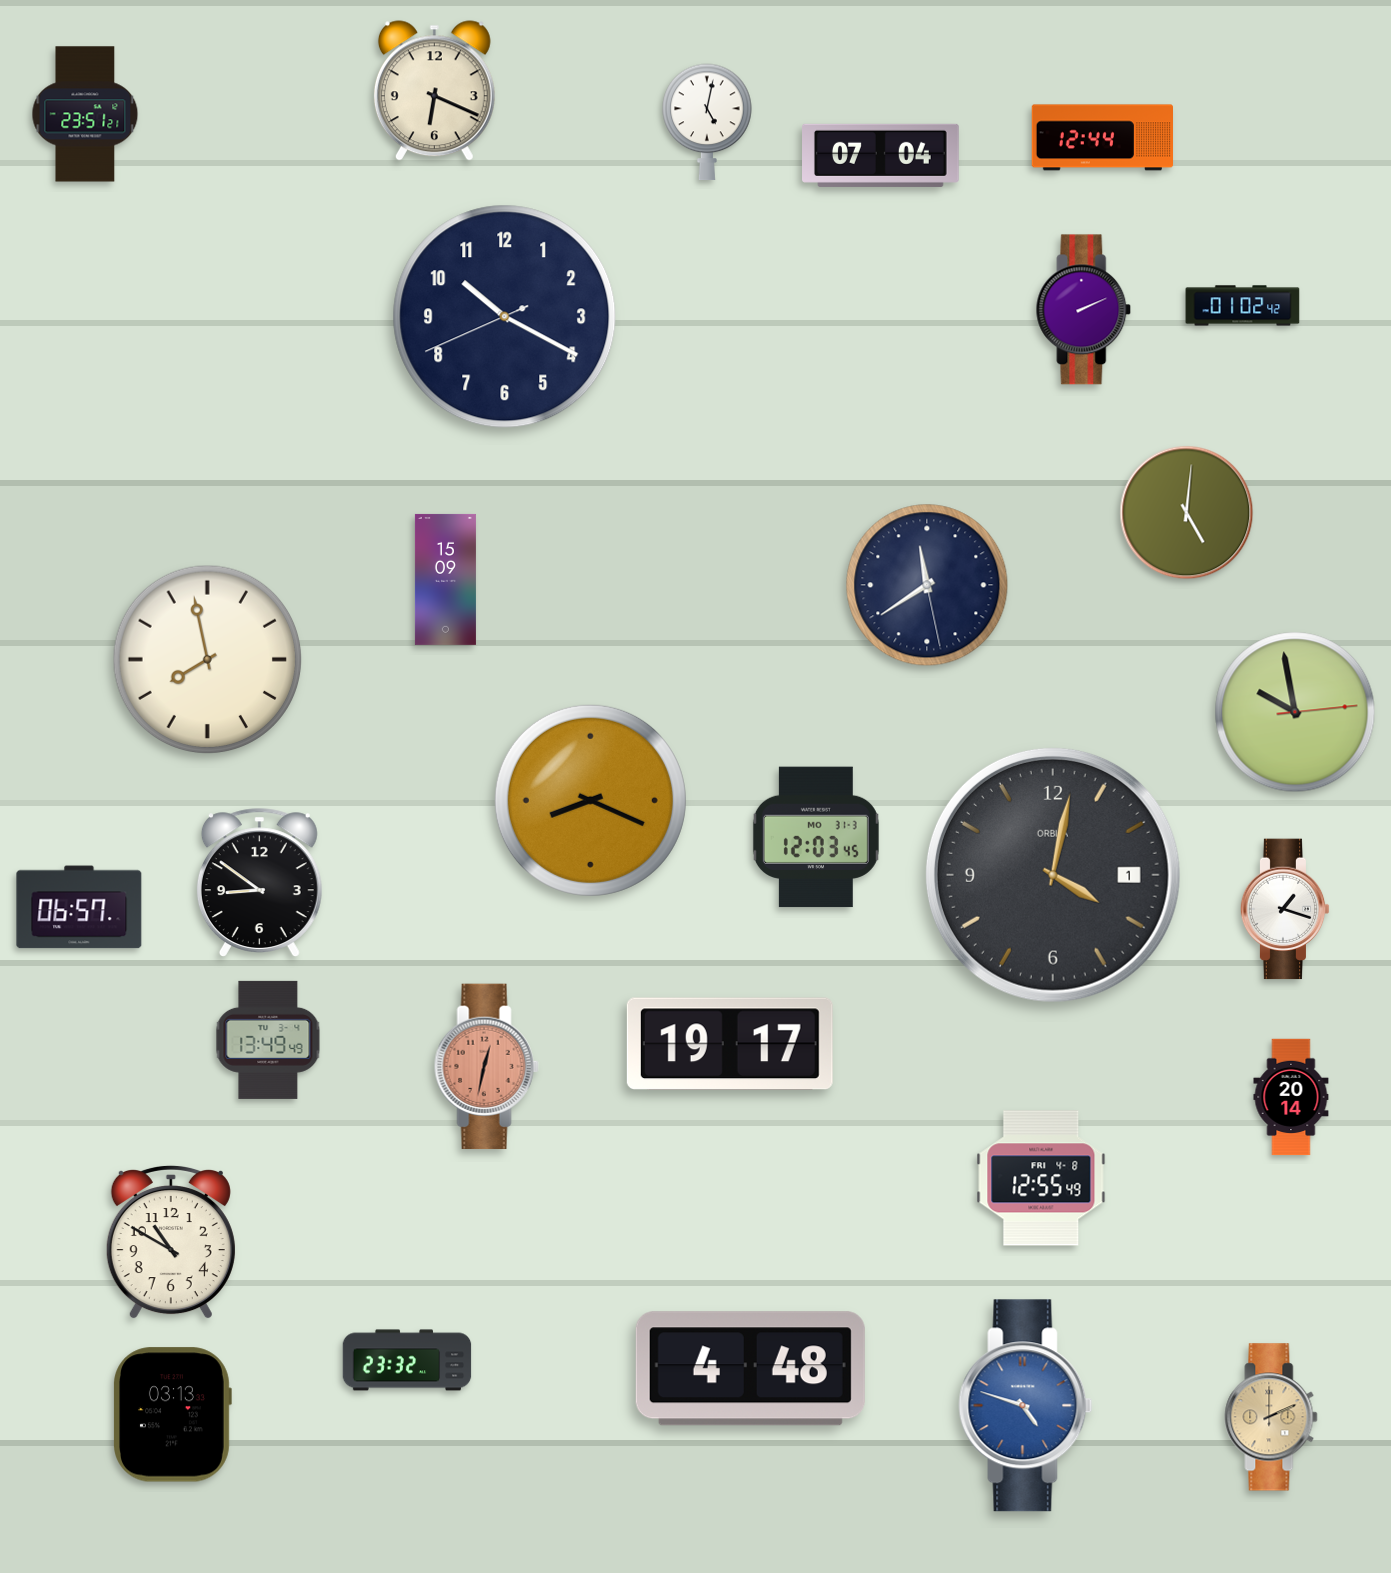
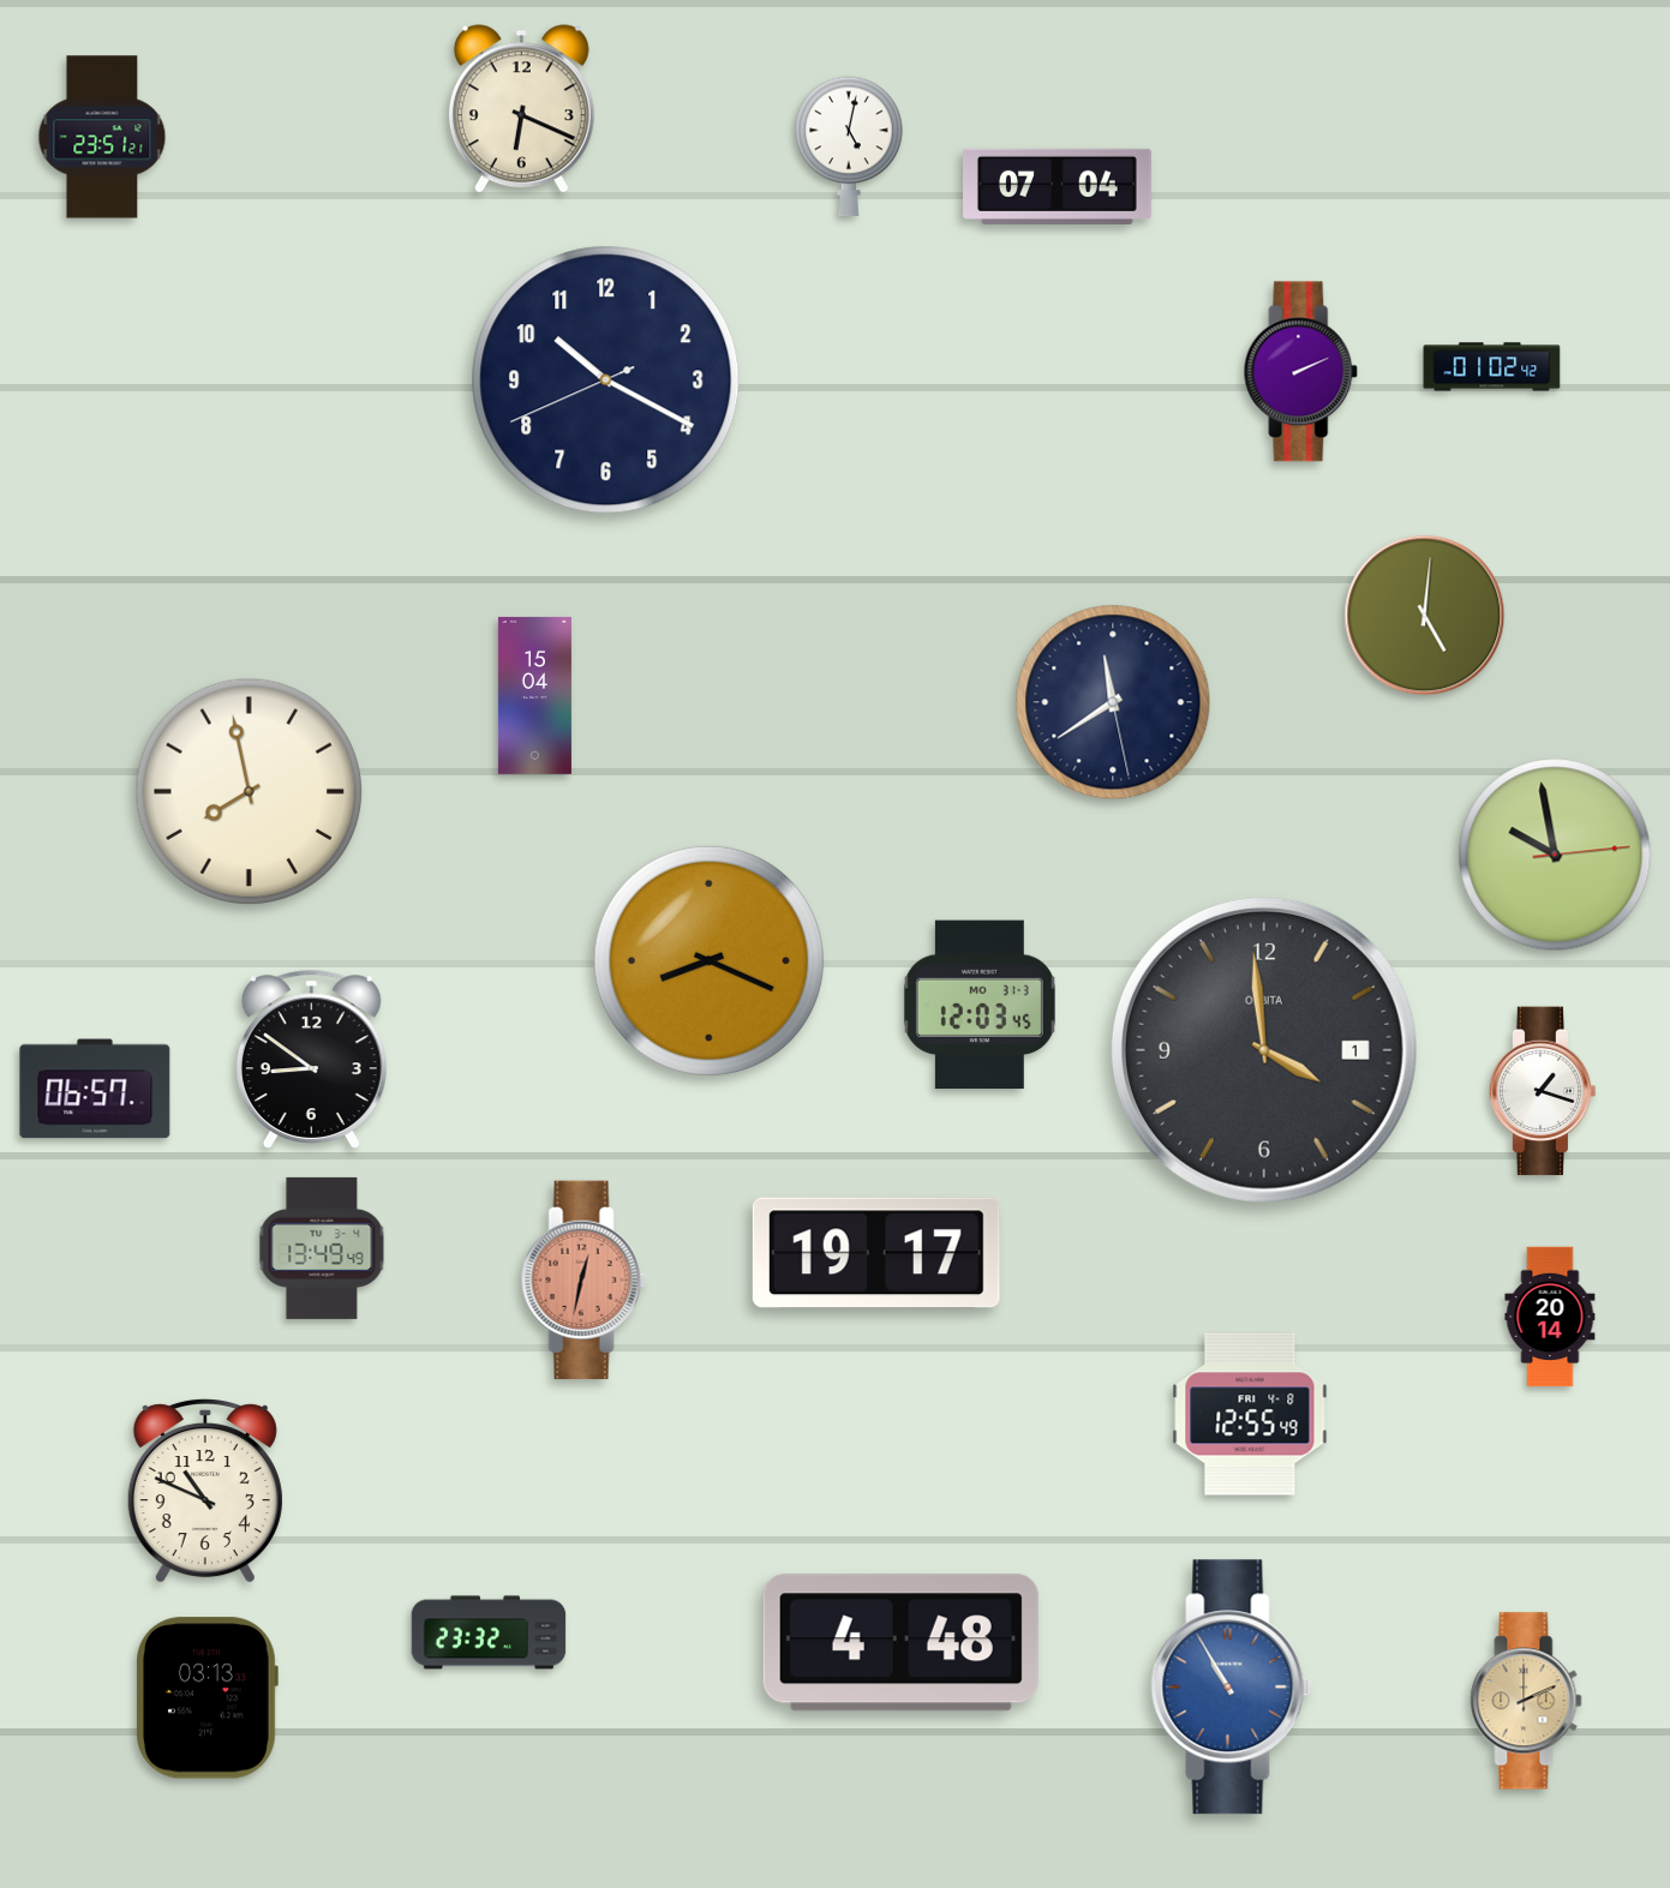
clock at (1102, 138): 12:44 -> none
clock at (445, 579): 15:09 -> 15:04
clock at (1053, 875): 4:02 -> 3:59
clock at (171, 1242): 10:50 -> 10:49
clock at (1026, 1406): 4:48 -> 10:55
